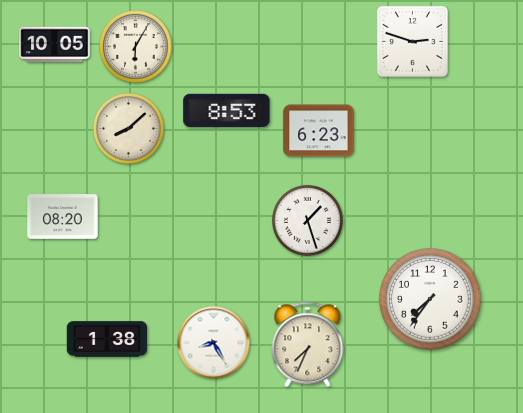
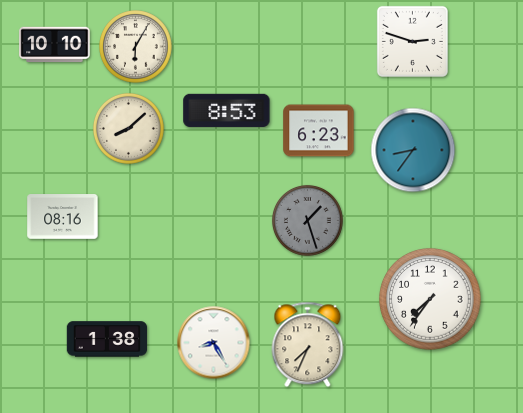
clock at (55, 45): 10:05 -> 10:10
clock at (413, 150): none -> 8:36
clock at (63, 217): 08:20 -> 08:16
clock at (307, 220) dial: white -> grey
